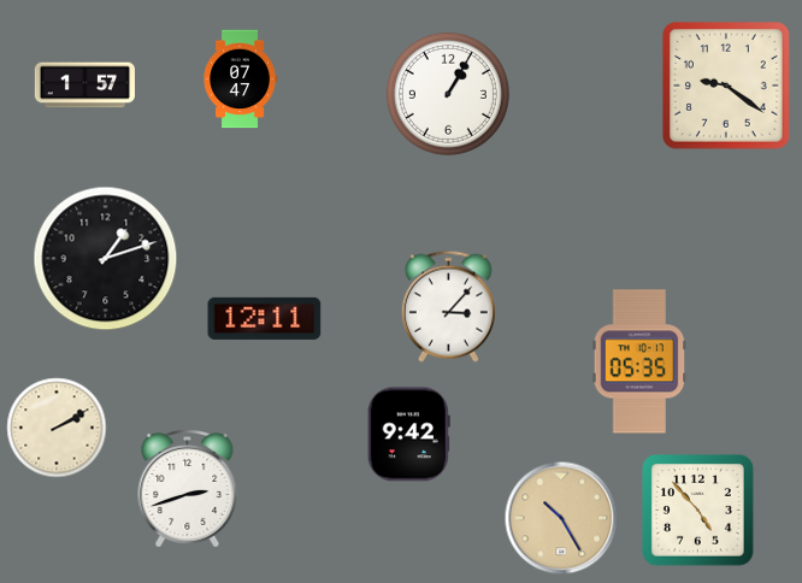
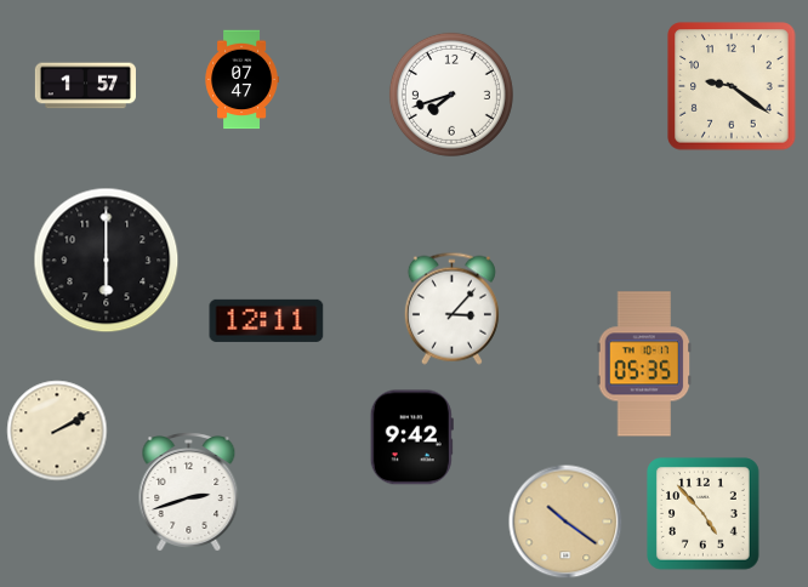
clock at (448, 94): 1:05 -> 7:42
clock at (106, 259): 1:12 -> 6:00
clock at (561, 518): 10:25 -> 10:21
